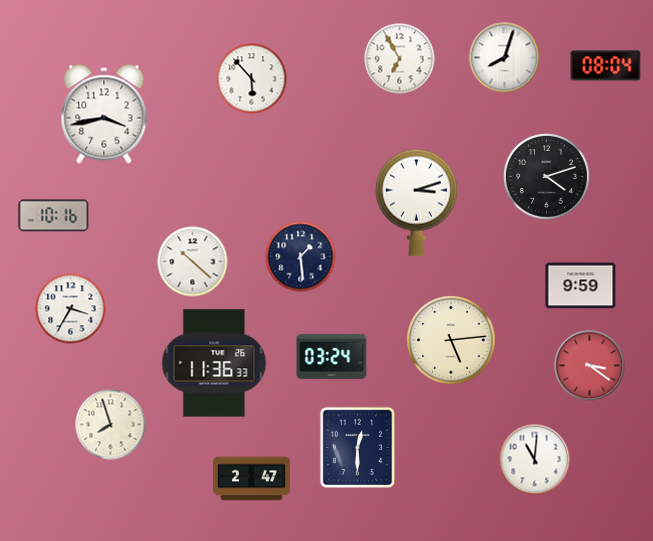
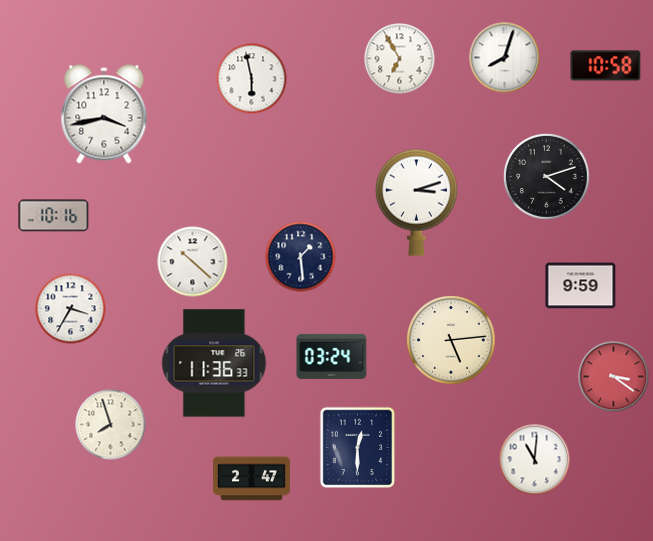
clock at (606, 66): 08:04 -> 10:58
clock at (252, 79): 5:53 -> 5:58
clock at (590, 366) position: (590, 366) -> (614, 377)
